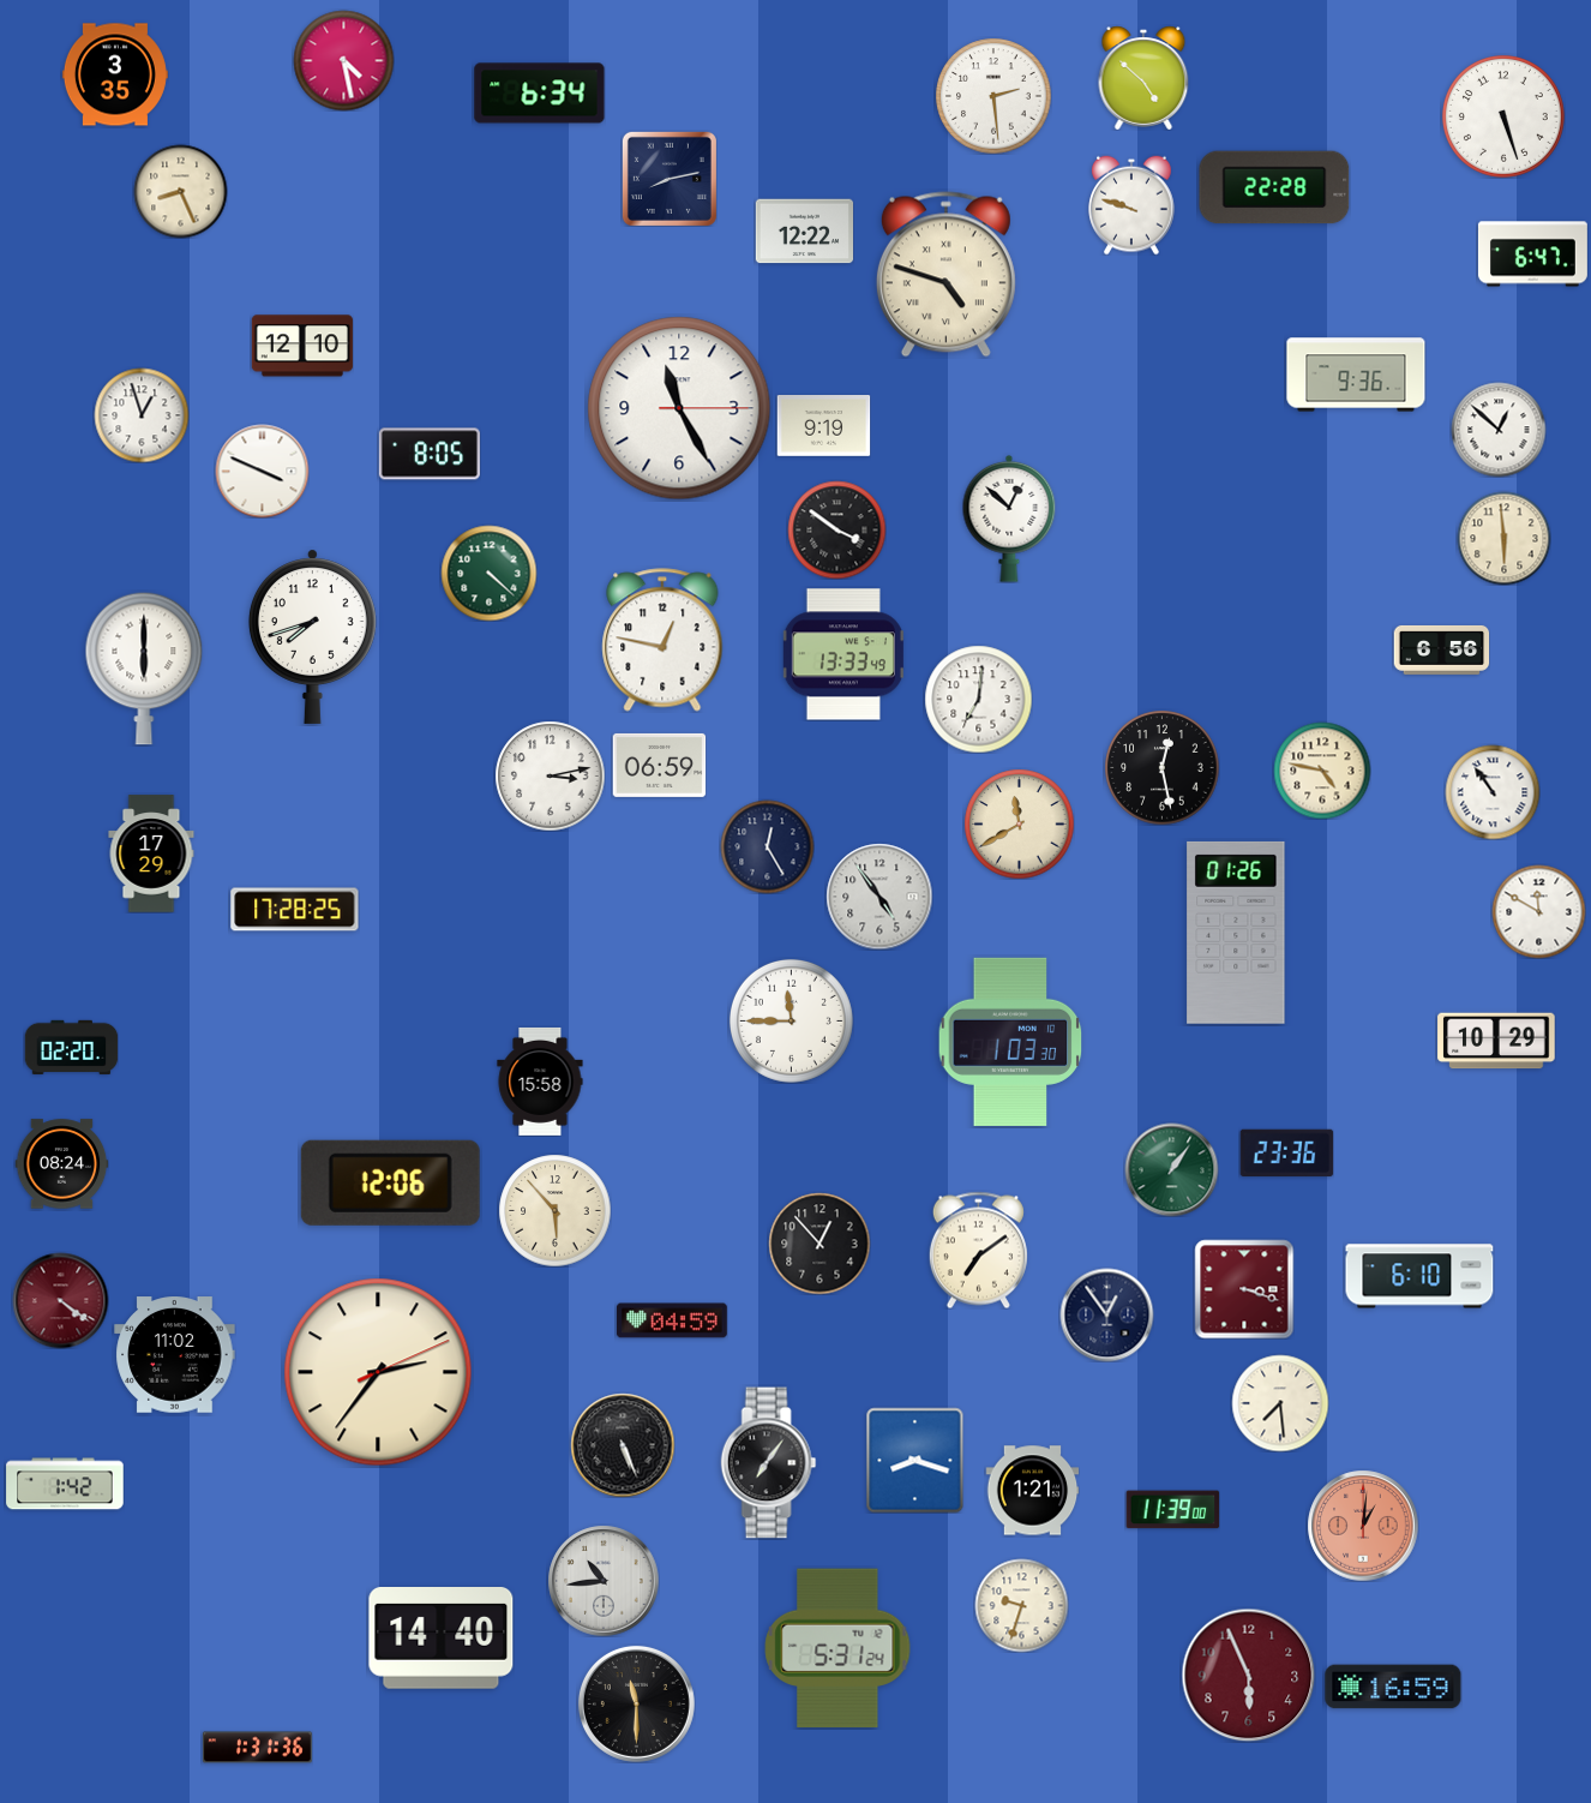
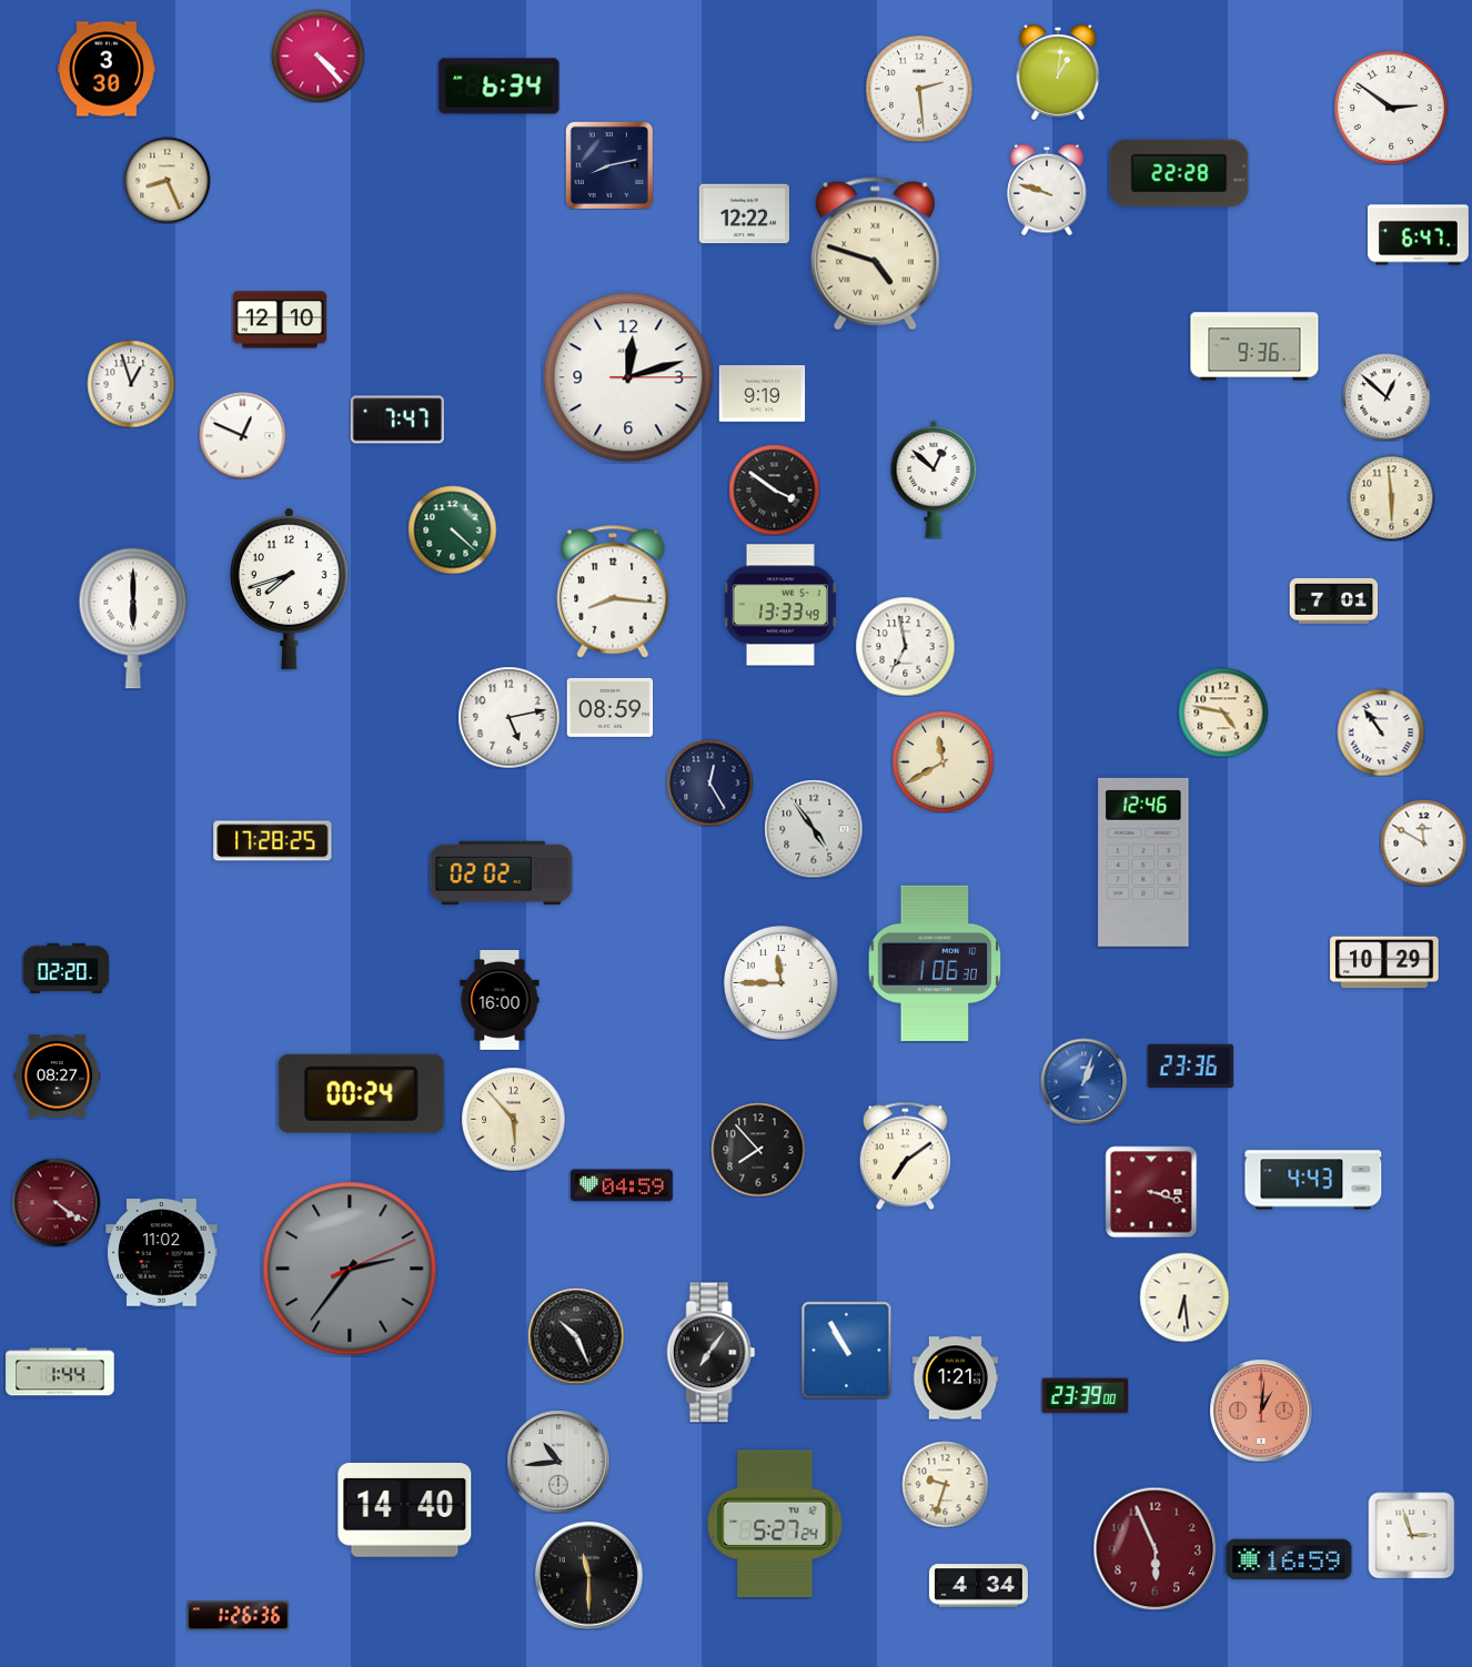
clock at (343, 60): 4:28 -> 4:23
clock at (115, 74): 3:35 -> 3:30
clock at (1143, 78): 4:52 -> 1:01
clock at (1503, 116): 5:27 -> 2:51
clock at (670, 179) position: (670, 179) -> (609, 165)
clock at (180, 191) position: (180, 191) -> (167, 180)
clock at (679, 408): 11:25 -> 12:12
clock at (430, 454): 8:05 -> 7:47
clock at (262, 471): 3:49 -> 12:49
clock at (662, 640): 12:47 -> 8:16
clock at (1441, 649): 6:56 -> 7:01
clock at (978, 699): 7:01 -> 6:58
clock at (659, 765): 06:59 -> 08:59
clock at (1161, 767): 12:28 -> none
clock at (550, 775): 3:13 -> 5:13
clock at (151, 853): 17:29 -> none
clock at (1236, 933): 01:26 -> 12:46
clock at (502, 873): none -> 02:02
clock at (791, 1020) position: (791, 1020) -> (780, 982)
clock at (1010, 1042): 1:03 -> 1:06
clock at (540, 1082): 15:58 -> 16:00
clock at (61, 1164): 08:24 -> 08:27
clock at (1171, 1169): 1:06 -> 1:03
clock at (1171, 1169) dial: green -> blue
clock at (390, 1182): 12:06 -> 00:24
clock at (819, 1244): 12:53 -> 7:53
clock at (1419, 1276): 6:10 -> 4:43
clock at (1106, 1314): 12:54 -> none
clock at (672, 1320) position: (672, 1320) -> (622, 1185)
clock at (378, 1372) dial: cream -> grey
clock at (1280, 1403): 7:29 -> 6:29
clock at (623, 1445): 5:26 -> 10:26
clock at (915, 1460): 8:18 -> 10:55
clock at (65, 1484): 1:42 -> 1:44
clock at (1172, 1510): 11:39 -> 23:39
clock at (442, 1639) position: (442, 1639) -> (405, 1511)
clock at (837, 1648): 5:31 -> 5:27
clock at (1411, 1535): none -> 2:57
clock at (978, 1586): none -> 4:34
clock at (257, 1748): 1:31 -> 1:26
